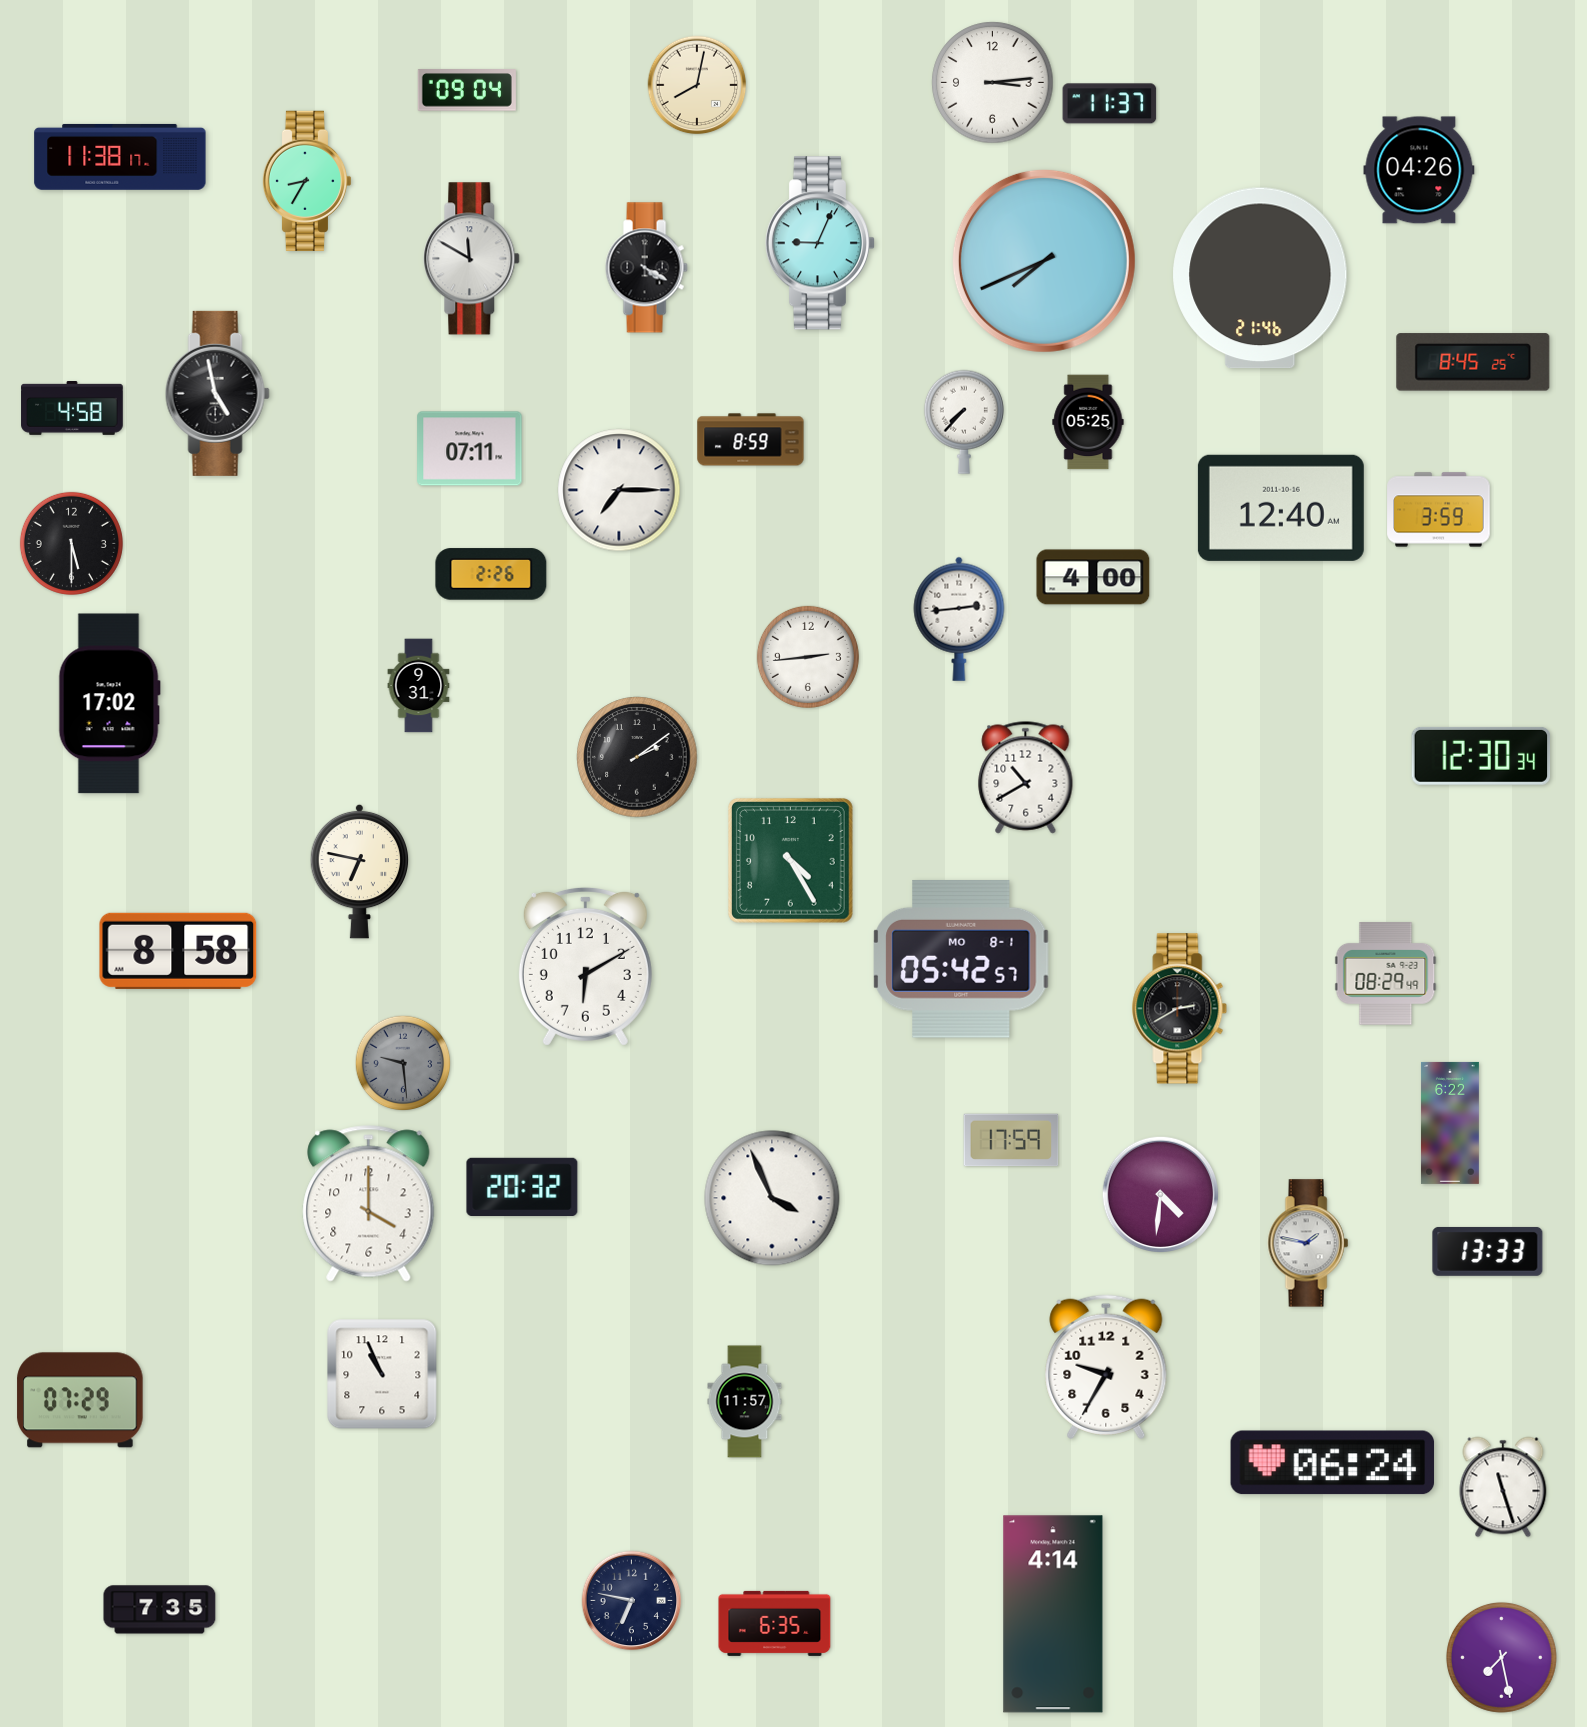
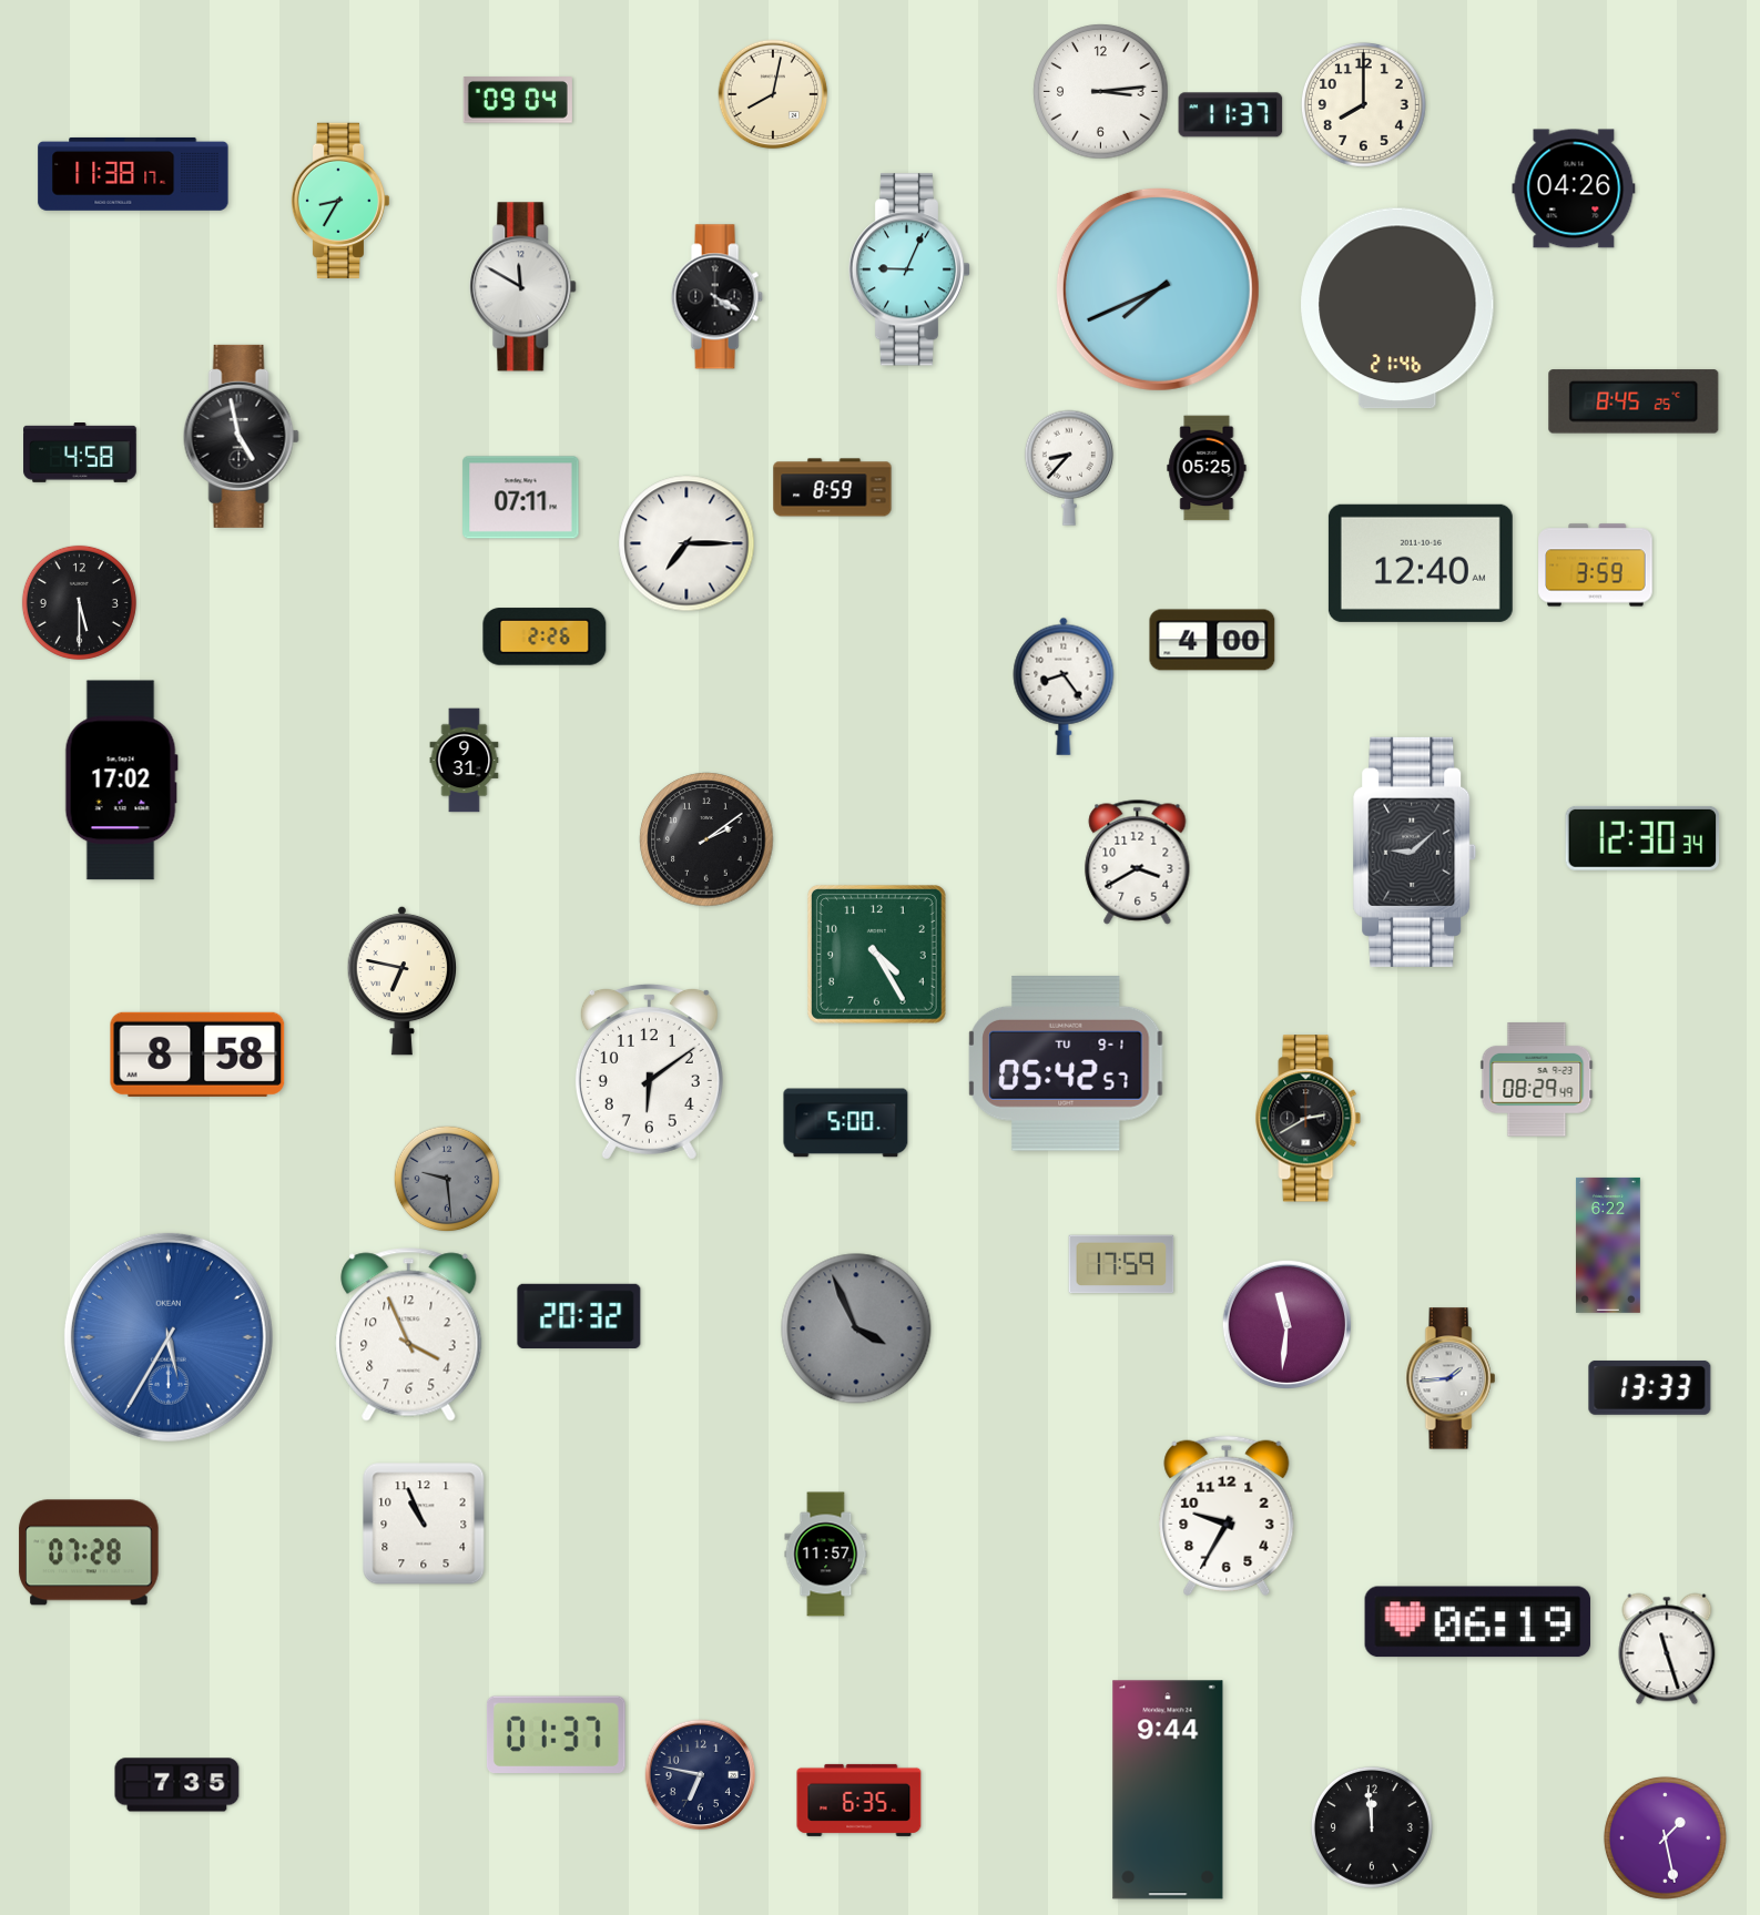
clock at (1364, 105): none -> 8:00
clock at (964, 422): 7:37 -> 8:37
clock at (959, 619): 2:44 -> 8:24
clock at (808, 657): 2:44 -> none
clock at (1415, 852): none -> 9:08
clock at (1026, 778): 10:40 -> 3:40
clock at (360, 871) position: (360, 871) -> (403, 980)
clock at (961, 959) date: MO 8-1 -> TU 9-1
clock at (585, 966): 6:10 -> 6:09
clock at (846, 1123): none -> 5:00
clock at (1160, 1194): 4:31 -> 11:31
clock at (772, 1198) dial: white -> grey
clock at (369, 1204): 4:00 -> 3:56
clock at (169, 1337): none -> 5:35
clock at (1308, 1243): 1:47 -> 1:44
clock at (80, 1400): 07:29 -> 07:28
clock at (1333, 1463): 06:24 -> 06:19
clock at (556, 1735): none -> 01:37
clock at (1053, 1614): 4:14 -> 9:44
clock at (1372, 1827): none -> 11:59
clock at (1501, 1657): 7:28 -> 1:28
